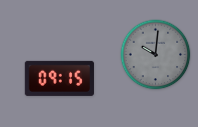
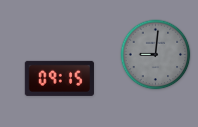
clock at (156, 55): 10:01 -> 9:01
